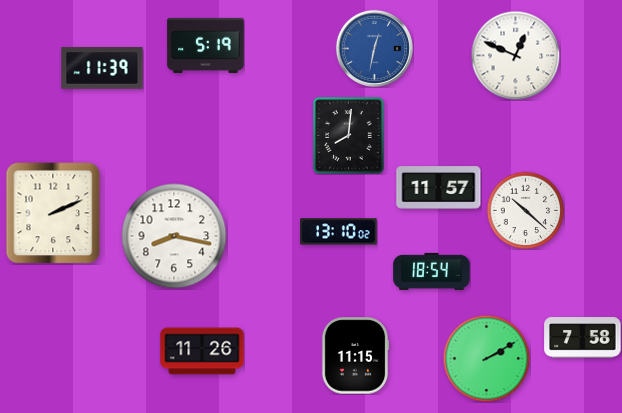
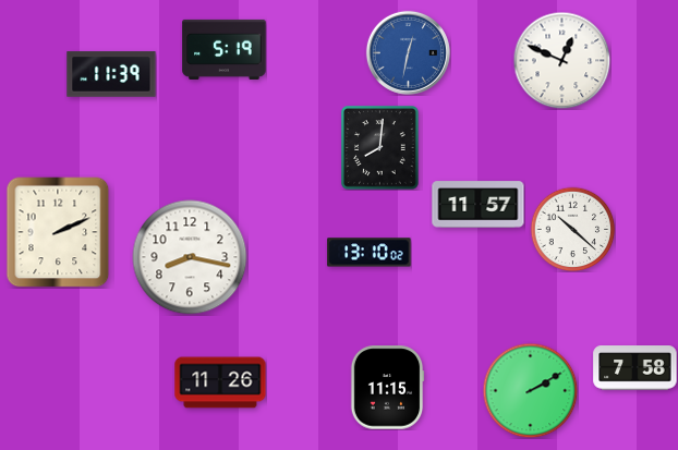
clock at (432, 271): 18:54 -> none
